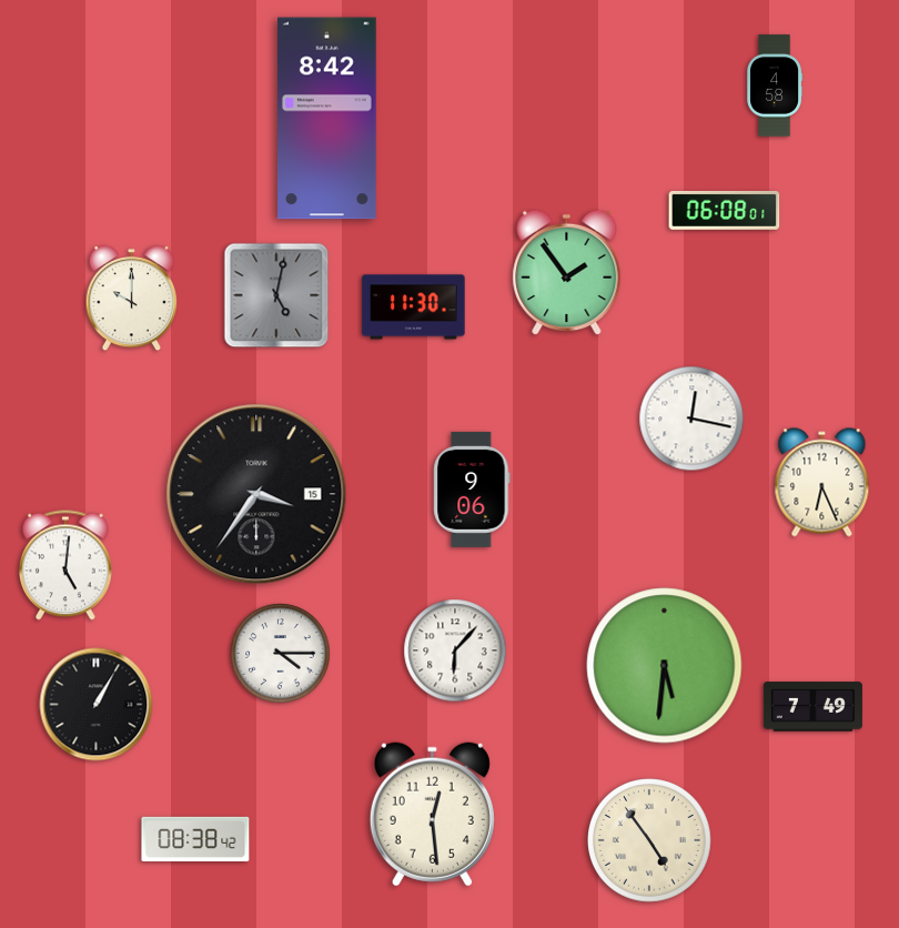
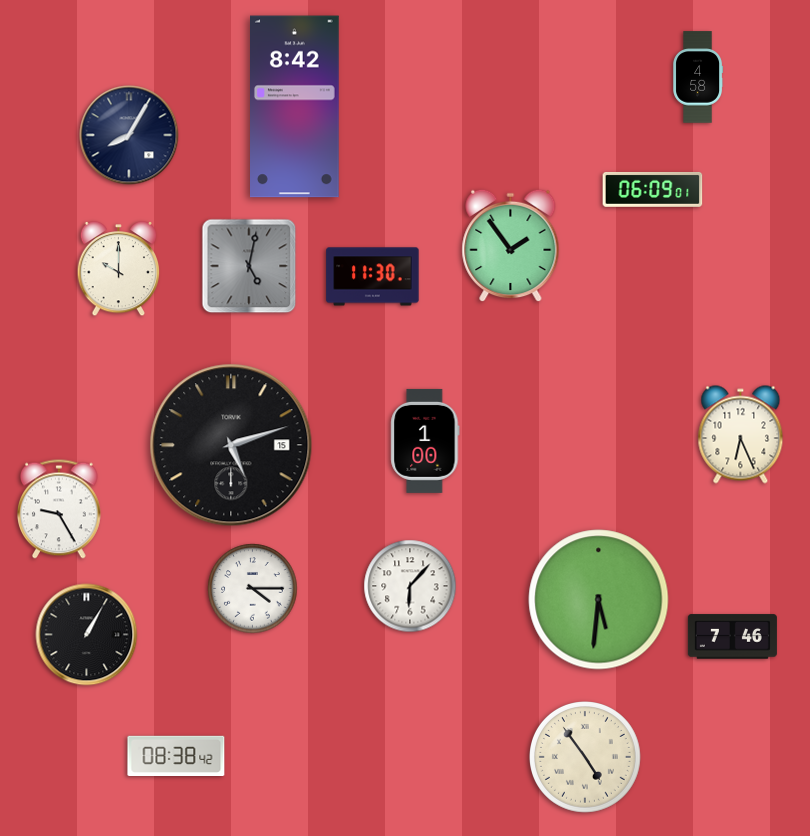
clock at (129, 135): none -> 8:05
clock at (725, 210): 06:08 -> 06:09
clock at (691, 418): 12:17 -> none
clock at (472, 490): 9:06 -> 1:00
clock at (256, 494): 3:36 -> 5:12
clock at (67, 565): 5:01 -> 9:25
clock at (812, 707): 7:49 -> 7:46
clock at (432, 815): 12:29 -> none
